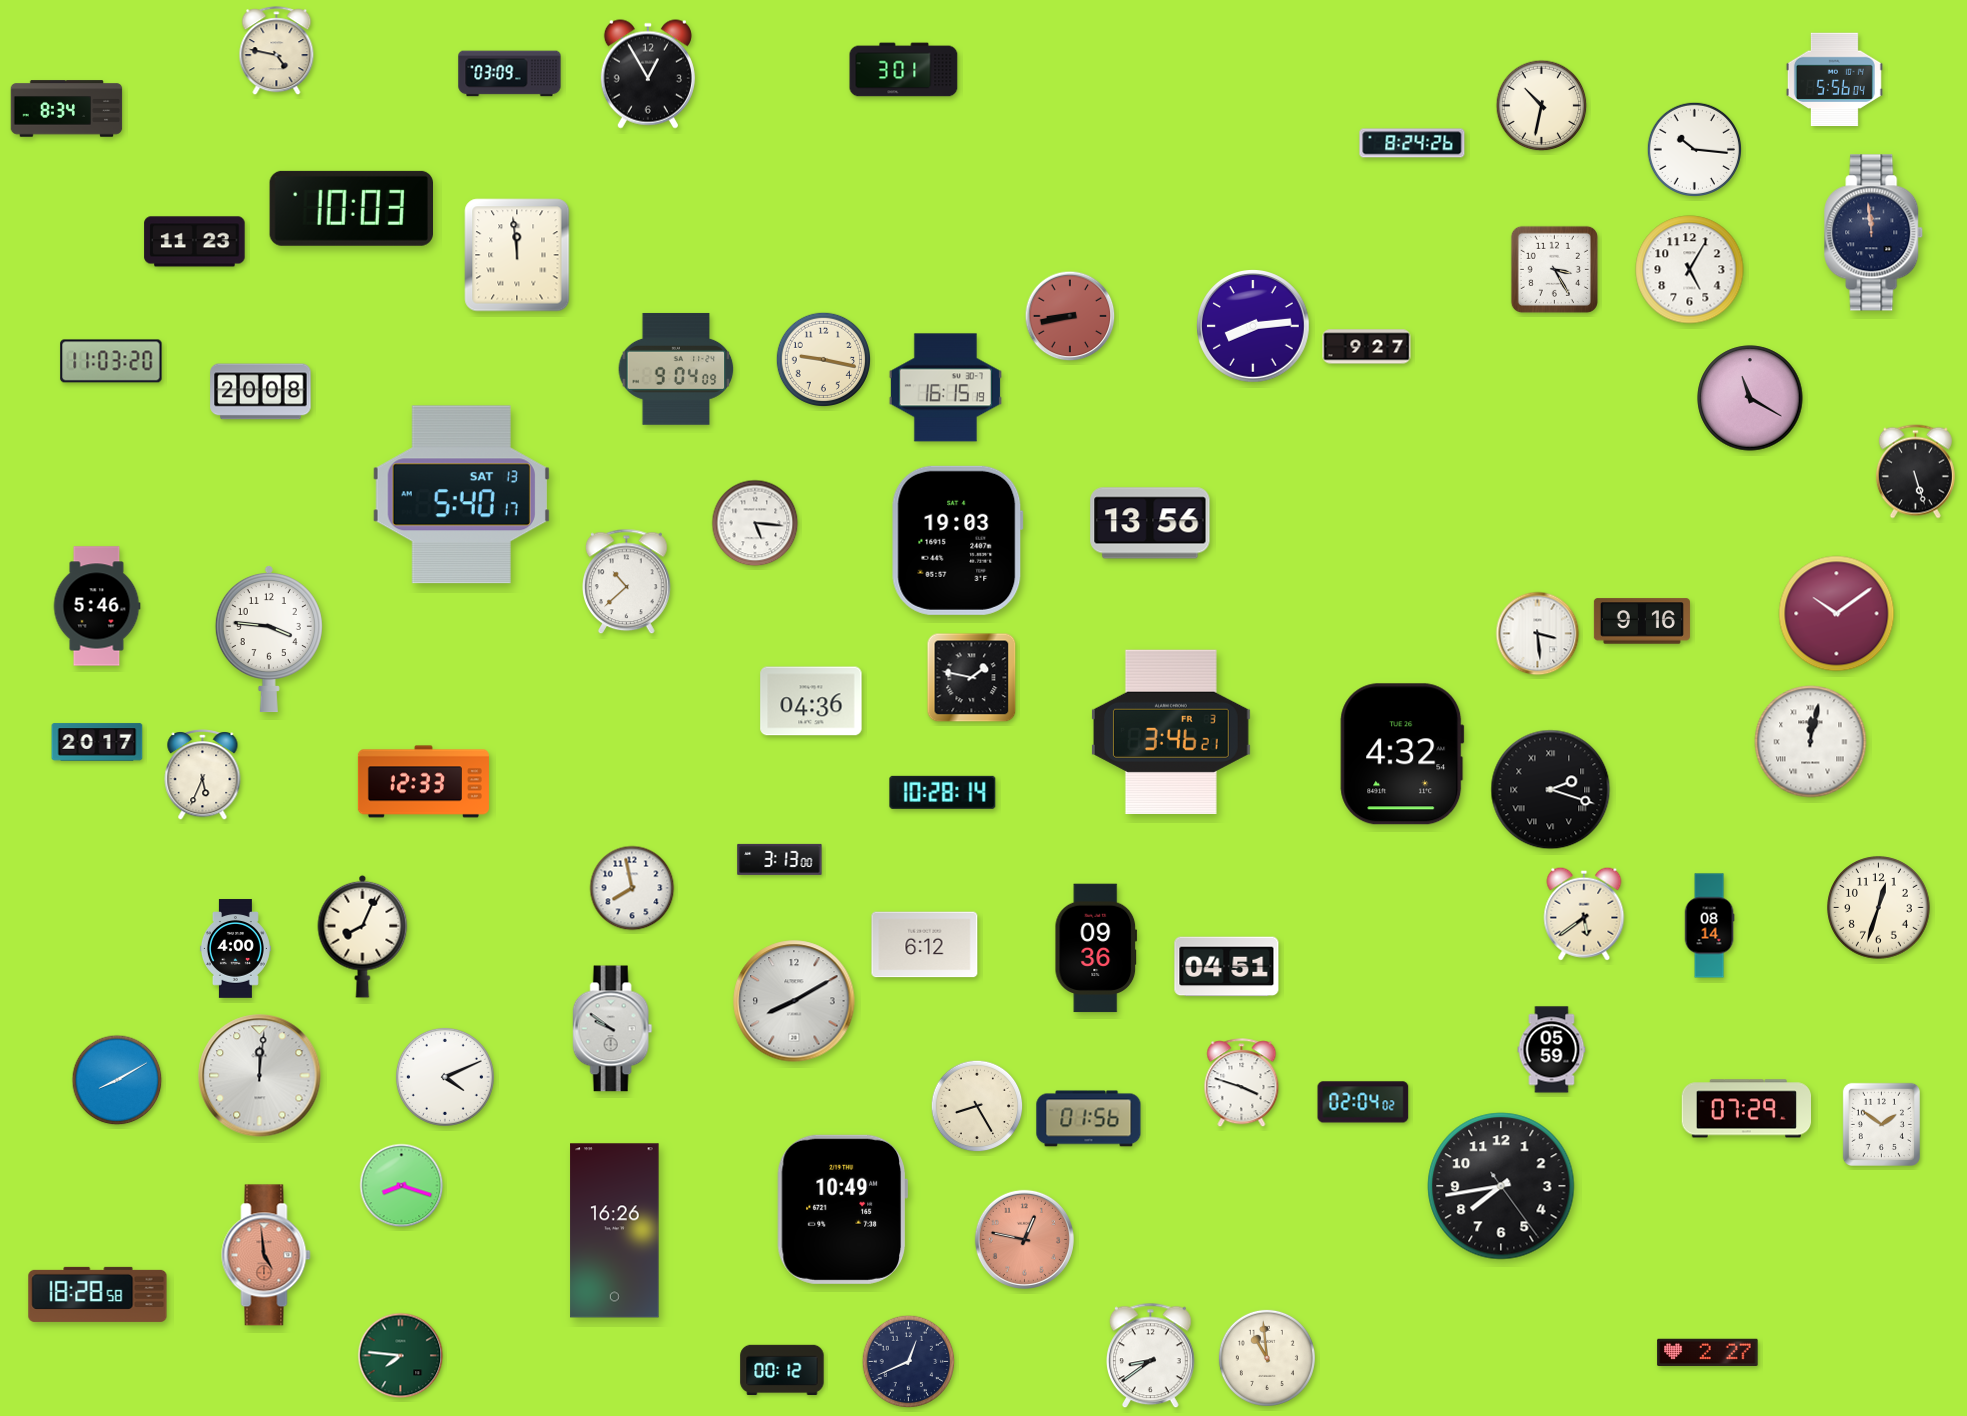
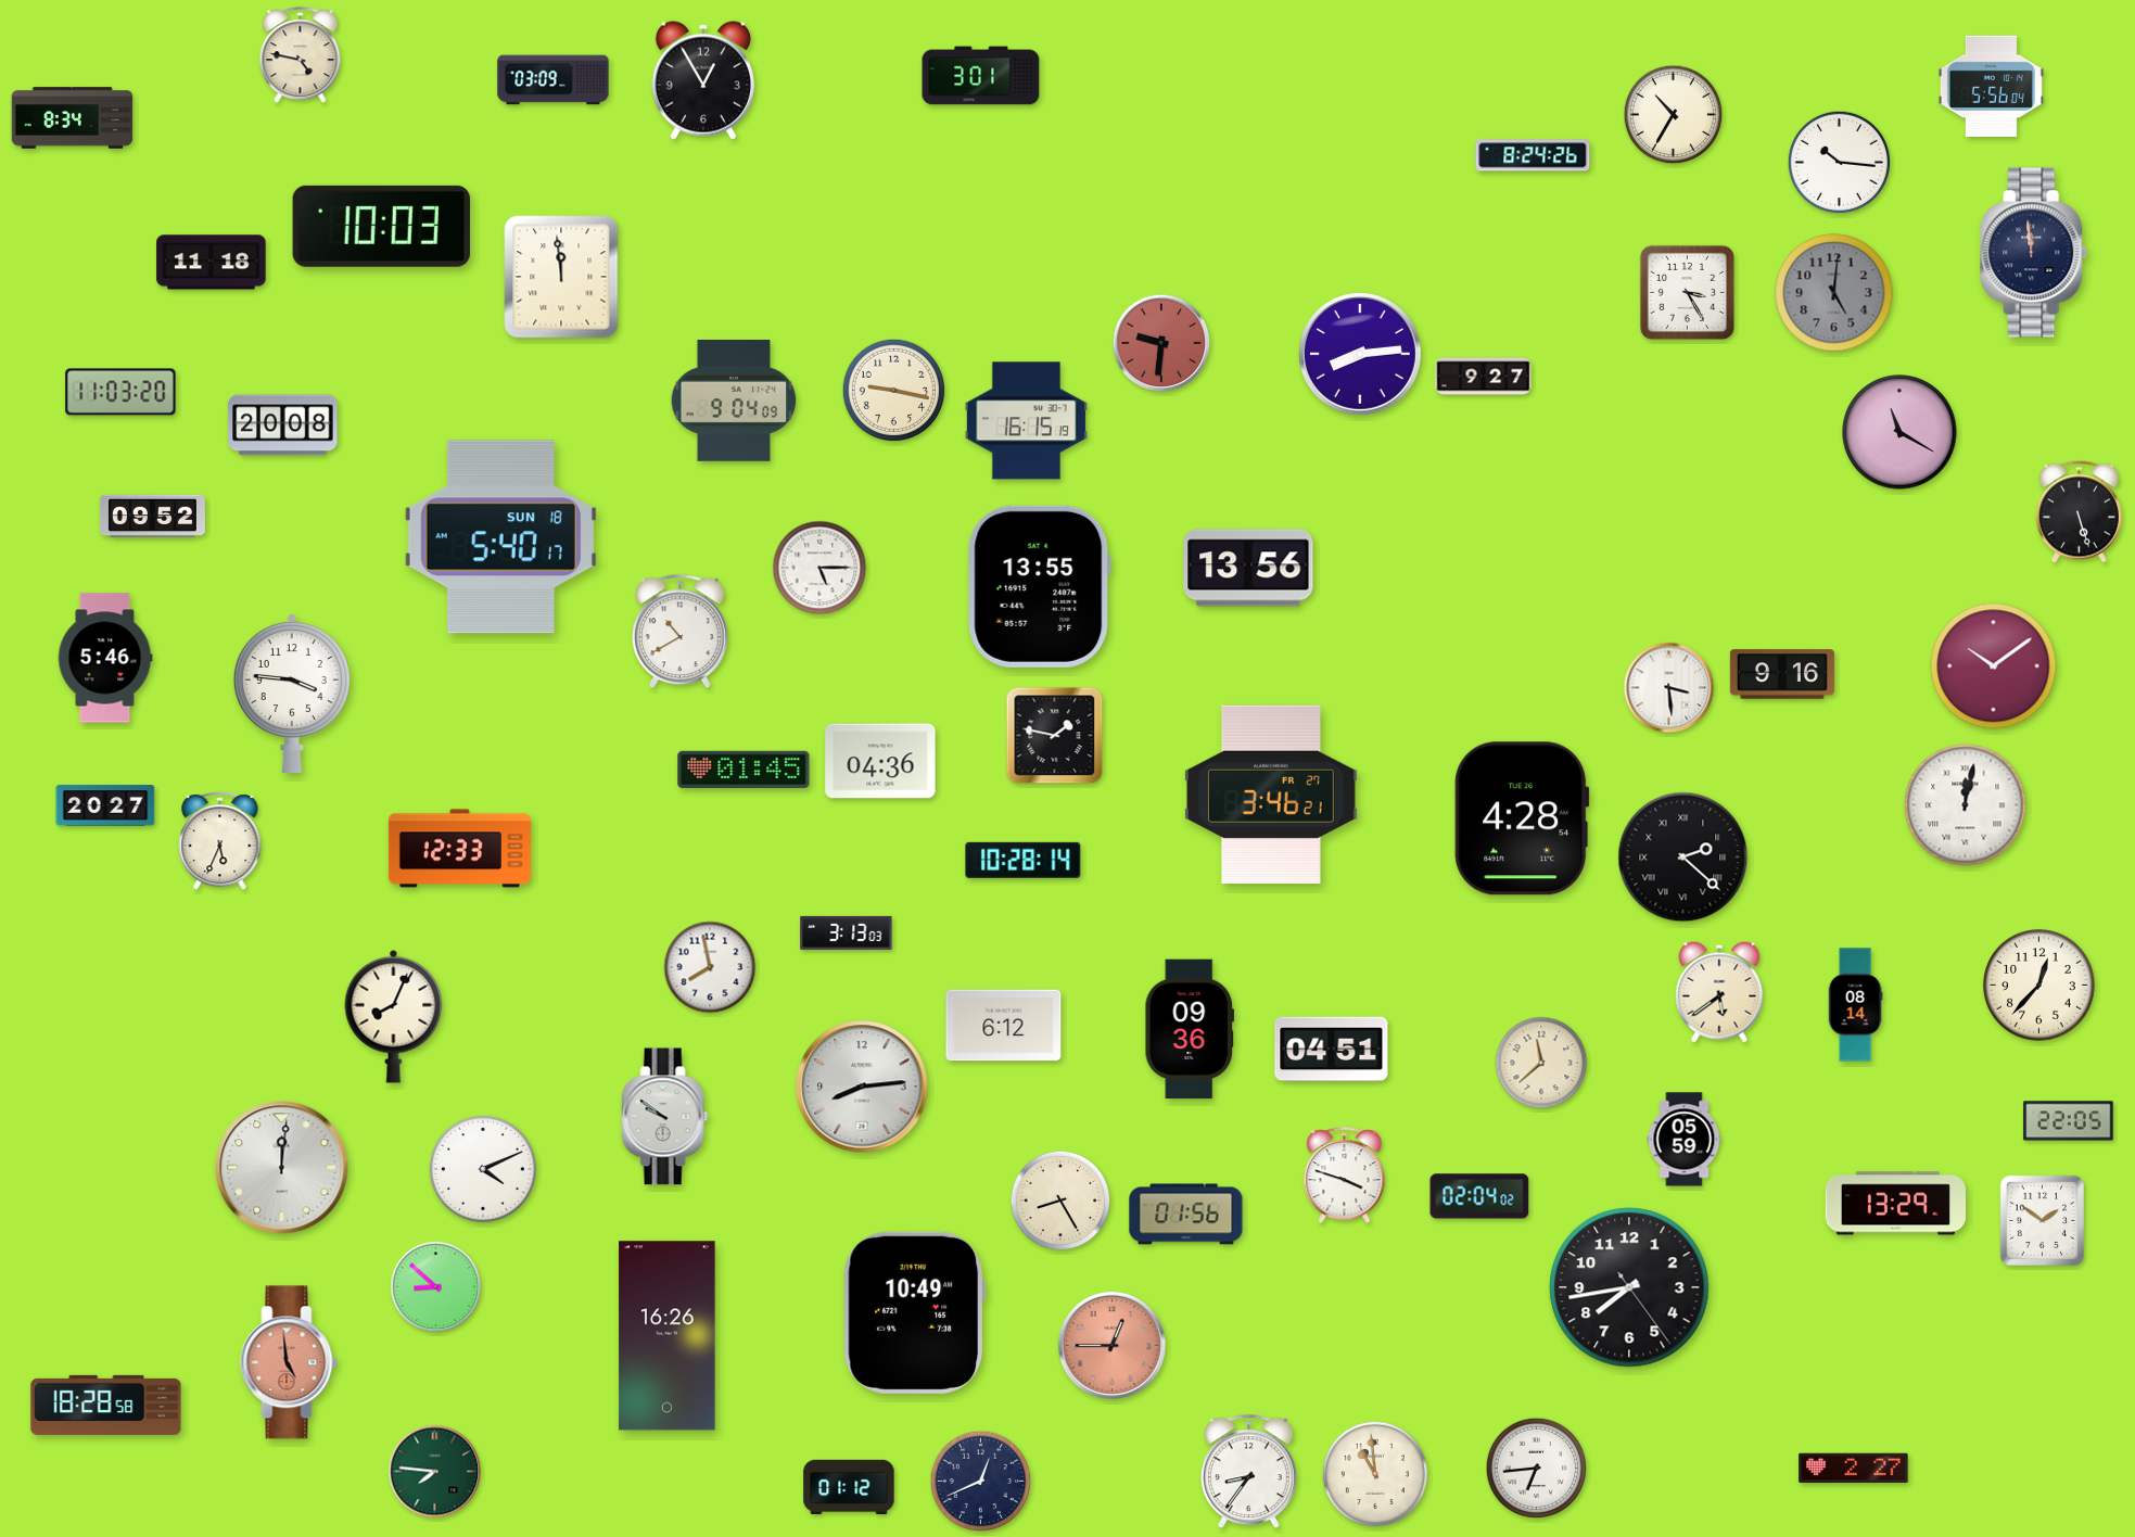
clock at (1542, 106): 10:32 -> 10:35
clock at (195, 242): 11:23 -> 11:18
clock at (1690, 270): 5:05 -> 5:01
clock at (1690, 270) dial: white -> grey
clock at (1070, 316): 8:43 -> 9:31
clock at (152, 517): none -> 09:52
clock at (461, 495) date: SAT 13 -> SUN 18
clock at (755, 523): 5:16 -> 5:15
clock at (958, 540): 19:03 -> 13:55
clock at (627, 582): 10:38 -> 10:40
clock at (744, 768): none -> 01:45
clock at (1171, 731) date: FR 3 -> FR 27
clock at (97, 742): 20:17 -> 20:27
clock at (1402, 754): 4:32 -> 4:28
clock at (1551, 790): 2:18 -> 2:22
clock at (780, 859): 3:13:00 -> 3:13:03
clock at (632, 888) position: (632, 888) -> (710, 967)
clock at (1879, 908): 12:33 -> 12:37
clock at (235, 949): 4:00 -> none
clock at (1541, 1063): none -> 11:38
clock at (794, 1001): 8:10 -> 8:14
clock at (2069, 1121): none -> 22:05
clock at (117, 1080): 8:10 -> none
clock at (1242, 1083) position: (1242, 1083) -> (1345, 1176)
clock at (1746, 1109): 07:29 -> 13:29
clock at (1089, 1119) position: (1089, 1119) -> (1186, 1215)
clock at (402, 1186): 8:18 -> 8:52
clock at (1024, 1239): 12:47 -> 12:45
clock at (1537, 1469): none -> 6:44
clock at (1151, 1356): 8:39 -> 8:36
clock at (909, 1362) position: (909, 1362) -> (981, 1482)
clock at (782, 1370): 00:12 -> 01:12
